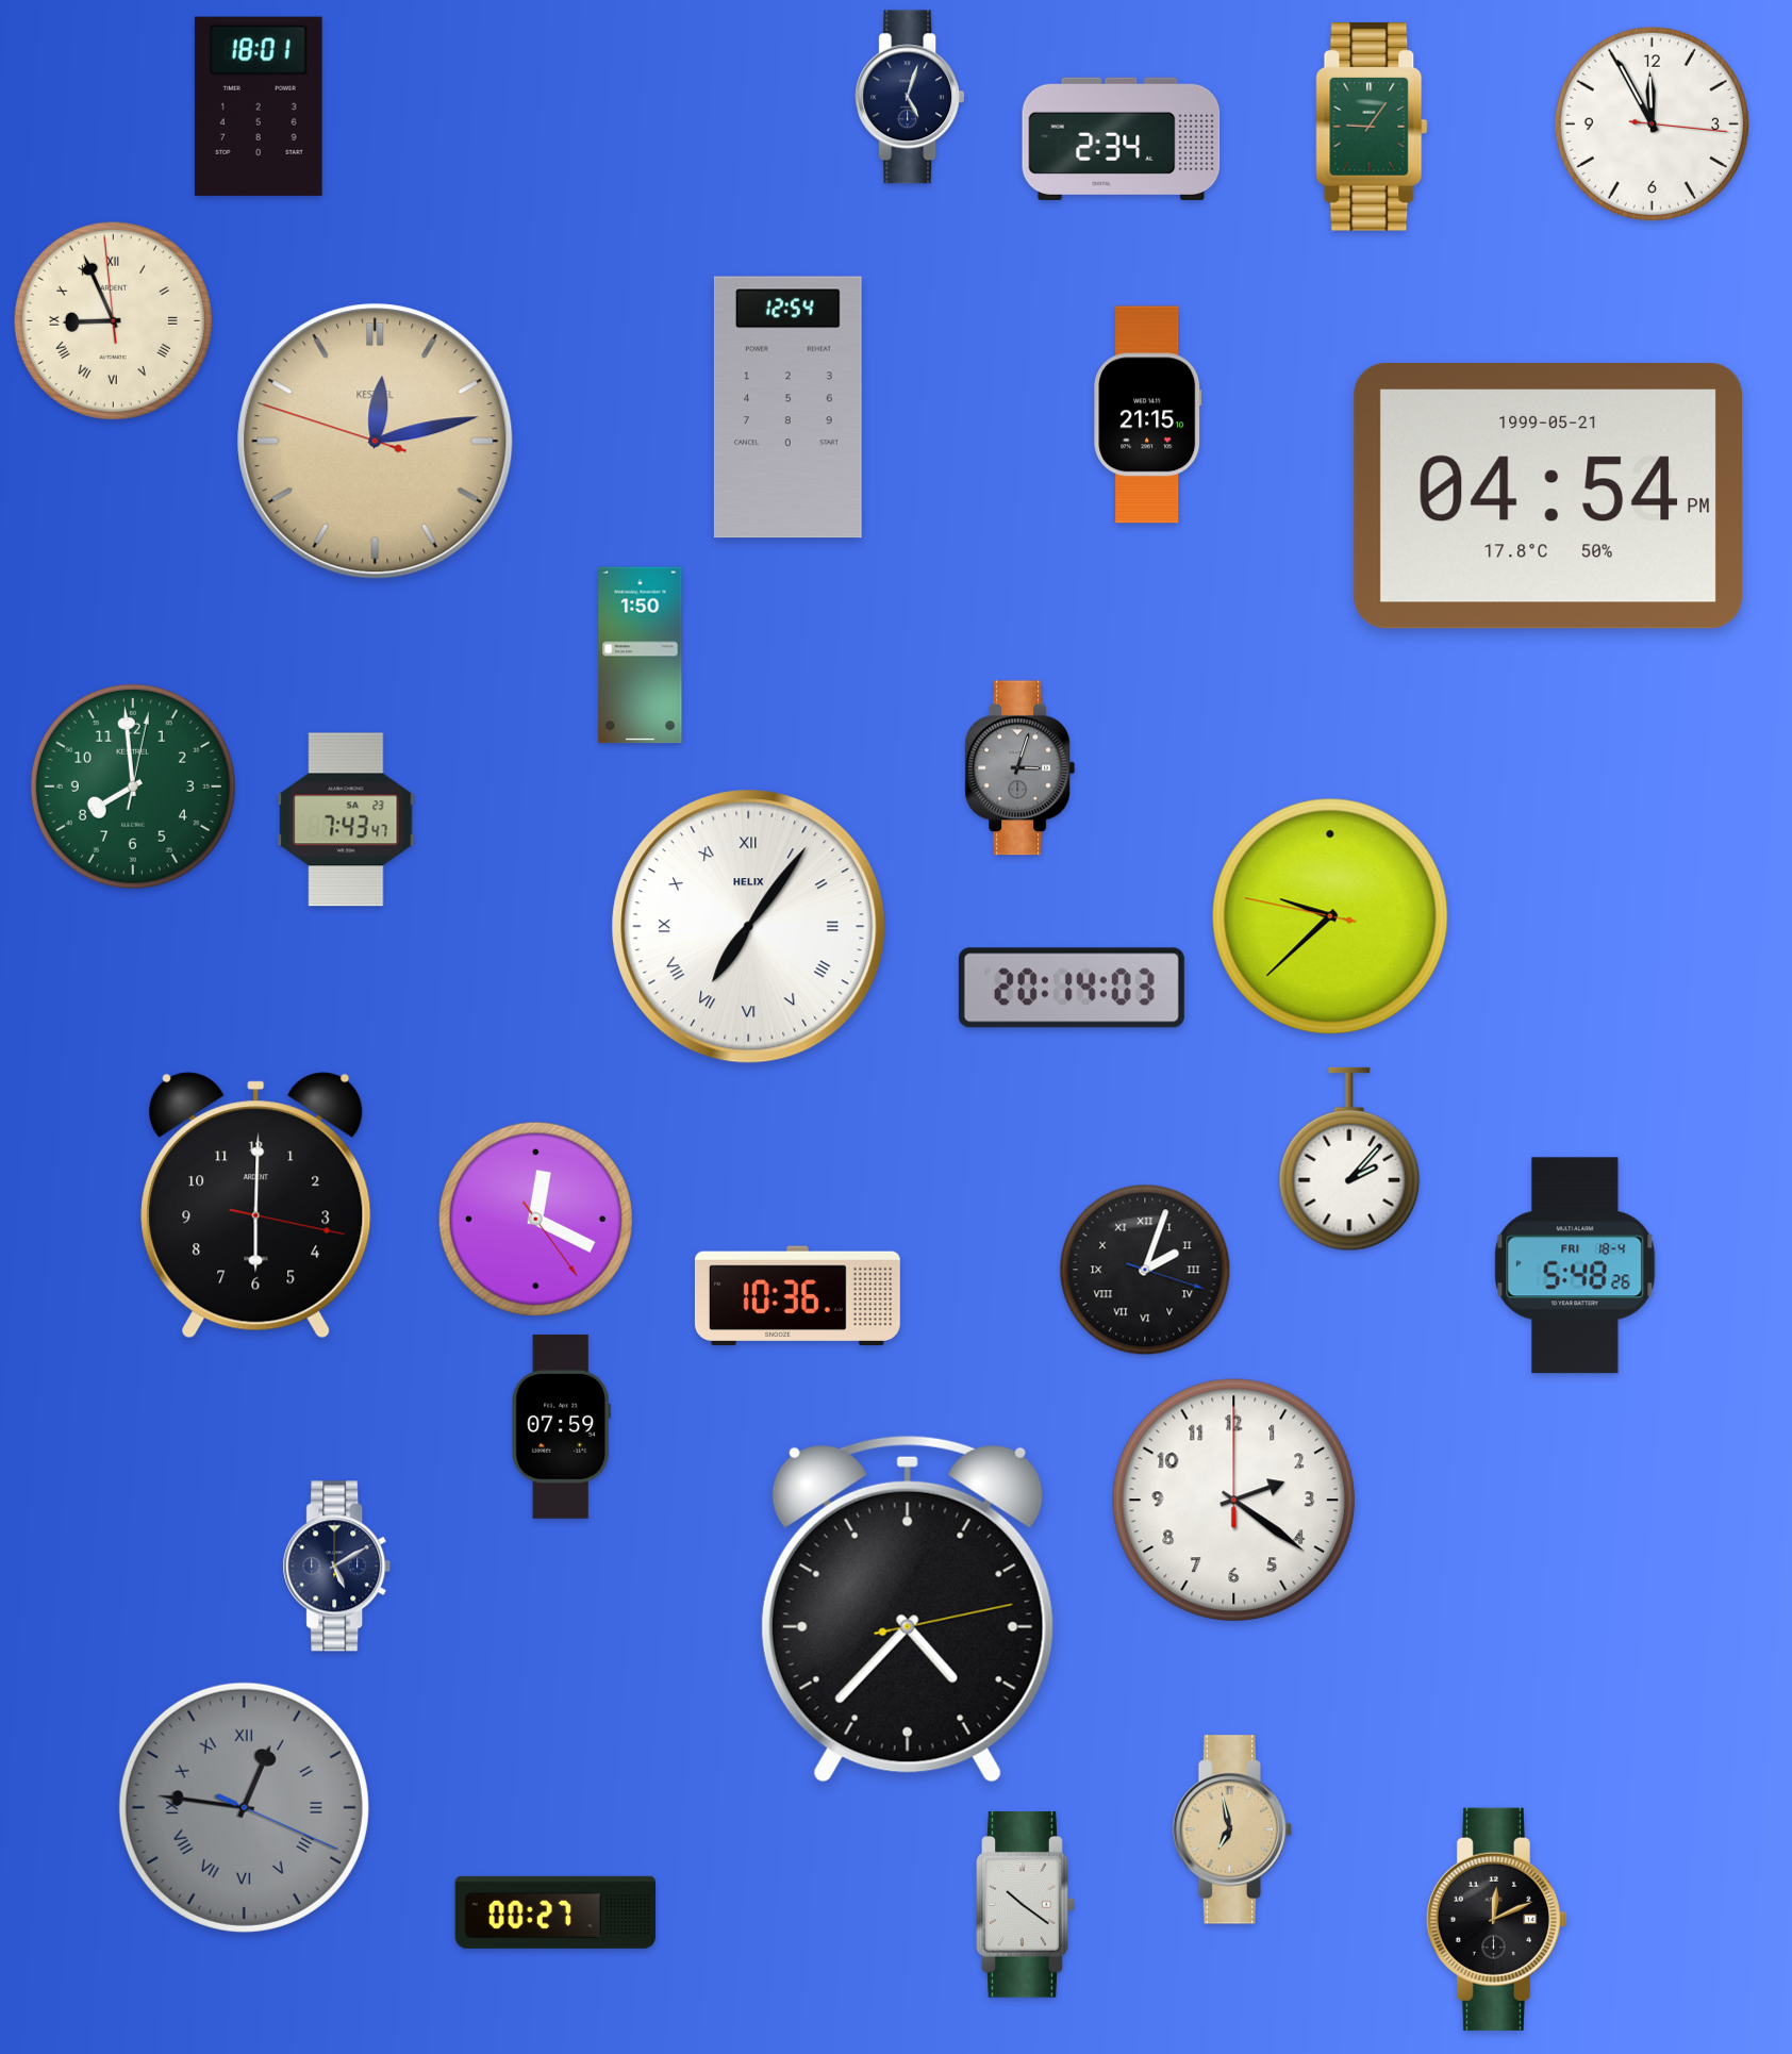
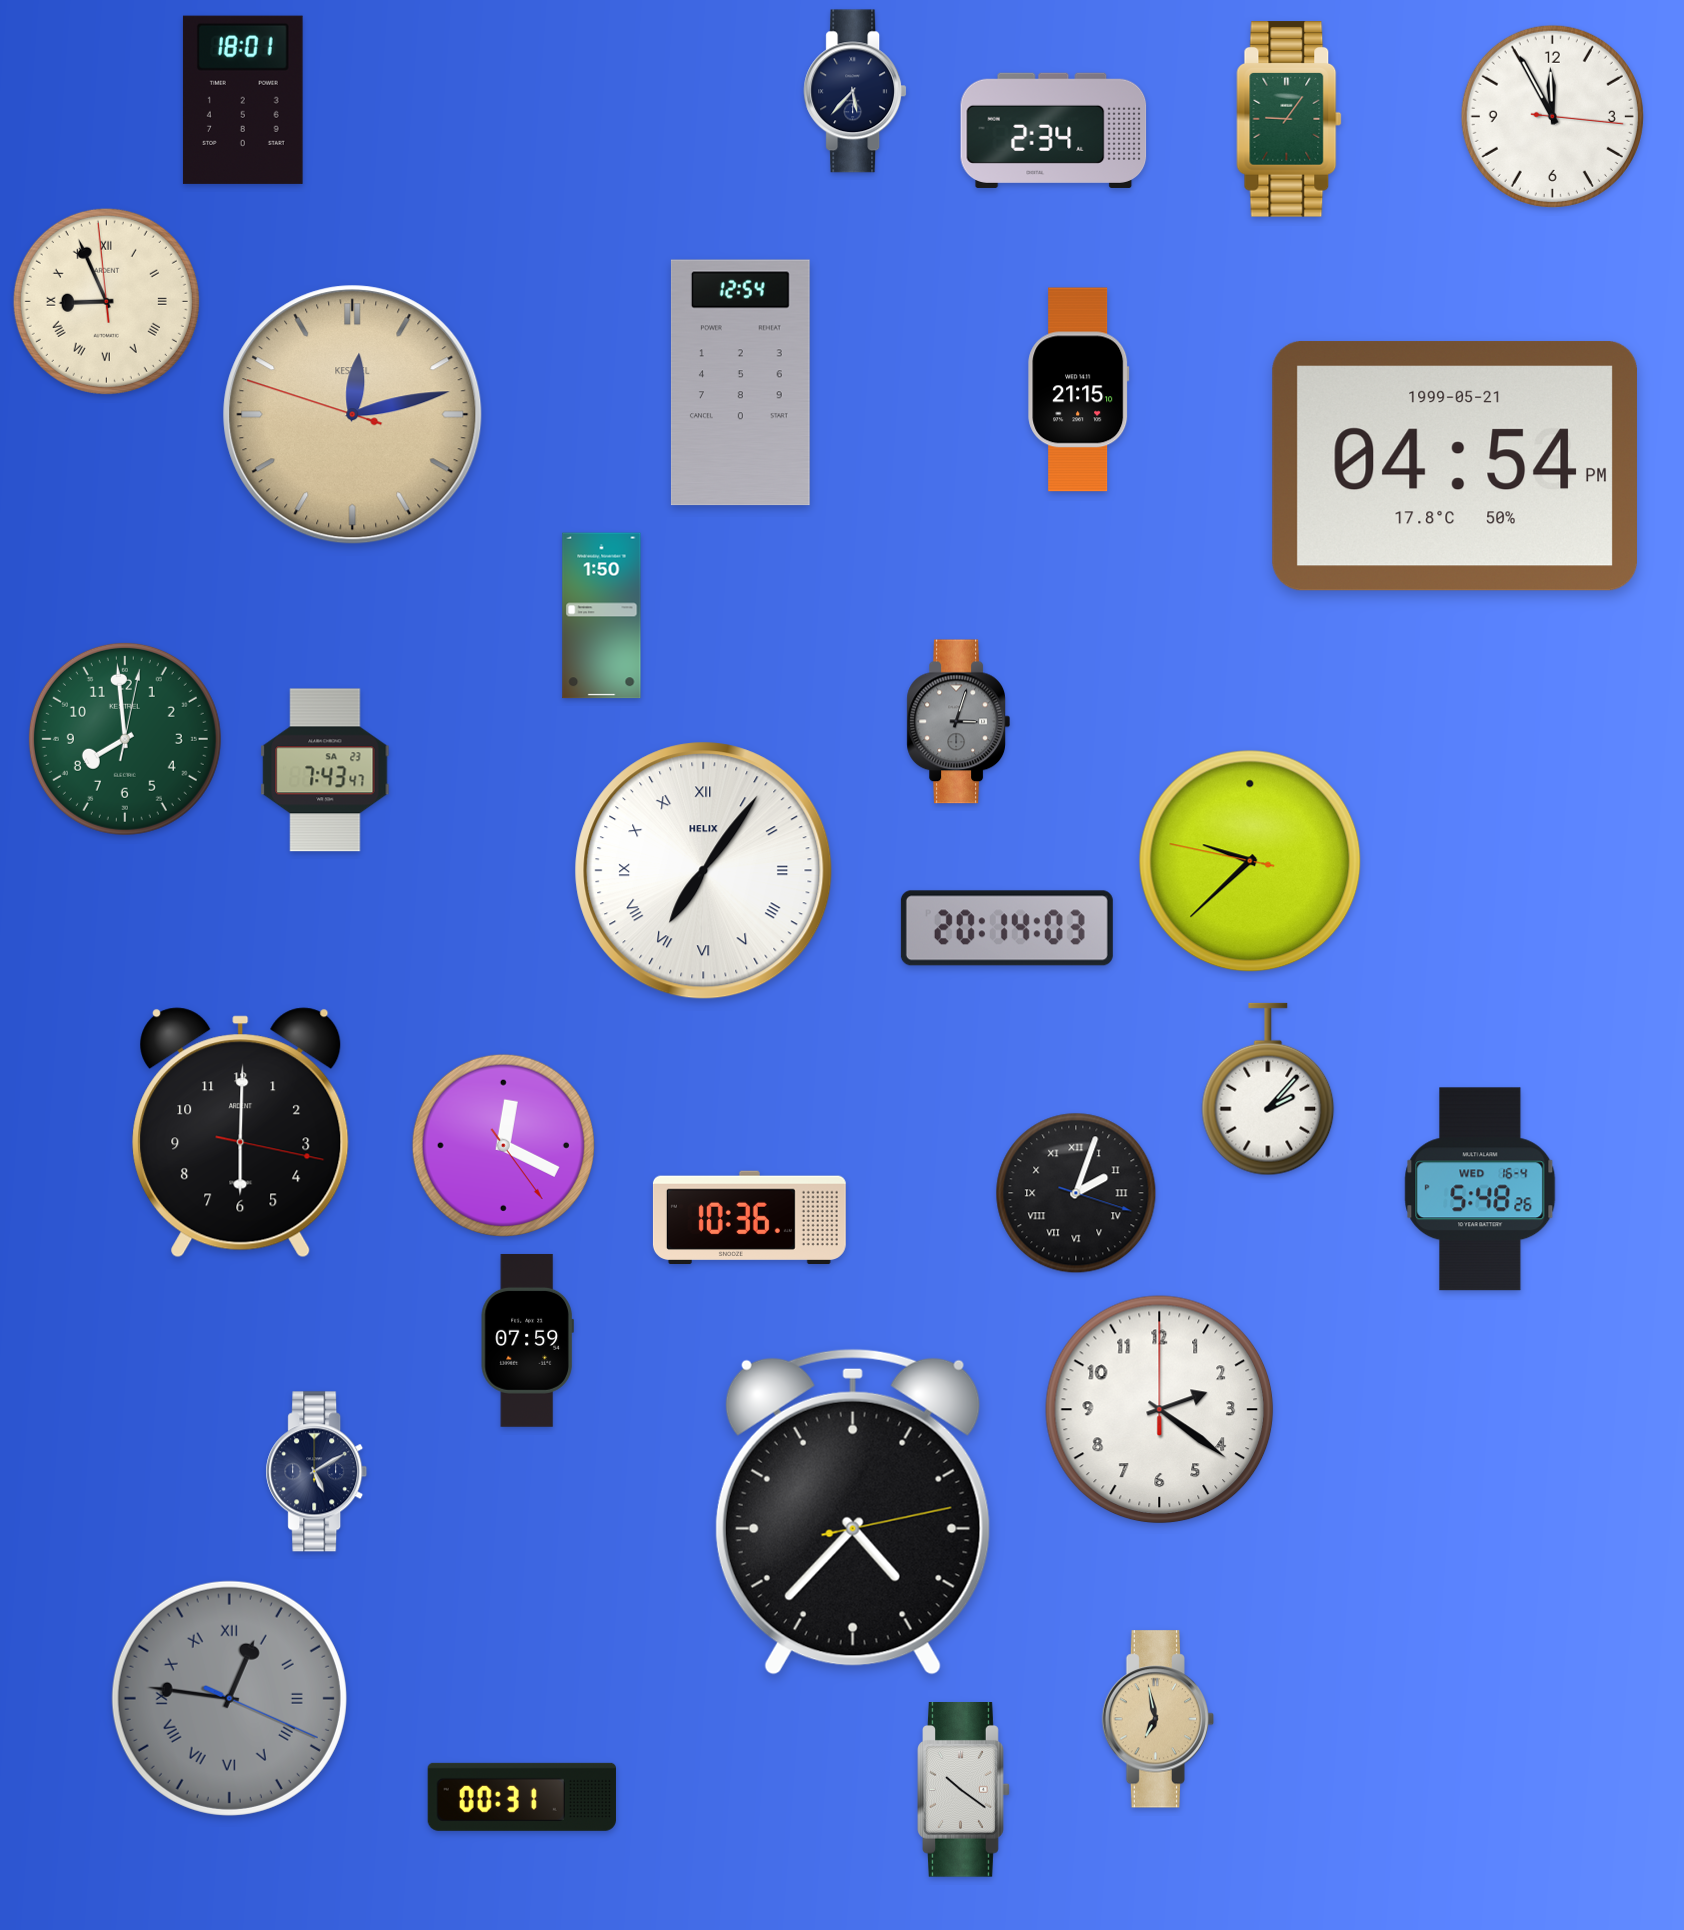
clock at (910, 97): 5:03 -> 5:37
clock at (1575, 1265) date: FRI 18-4 -> WED 16-4
clock at (555, 1912): 00:27 -> 00:31
clock at (1496, 1919): 12:11 -> none
